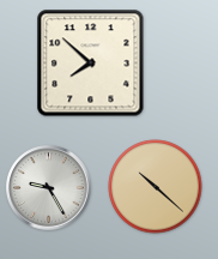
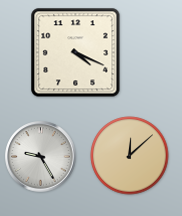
clock at (91, 64): 7:52 -> 4:19
clock at (156, 187): 10:22 -> 12:08
